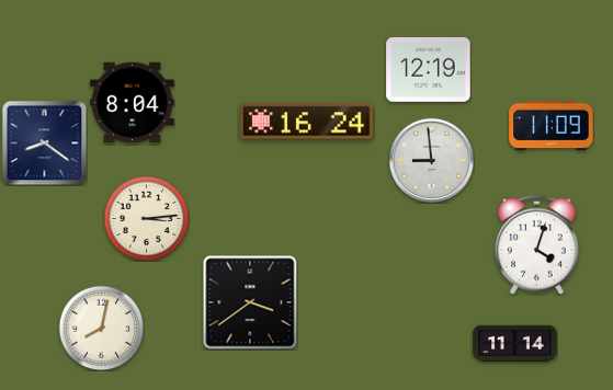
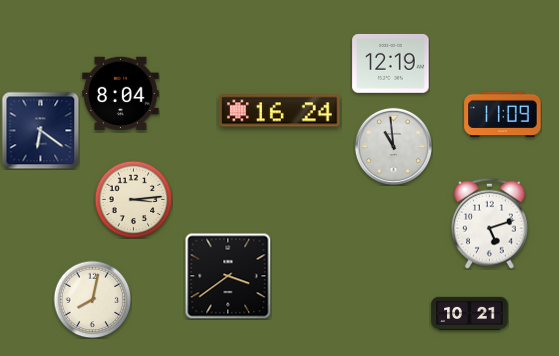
clock at (44, 142): 8:21 -> 6:21
clock at (431, 160): 8:59 -> 10:59
clock at (537, 244): 4:03 -> 5:12
clock at (515, 344): 11:14 -> 10:21
